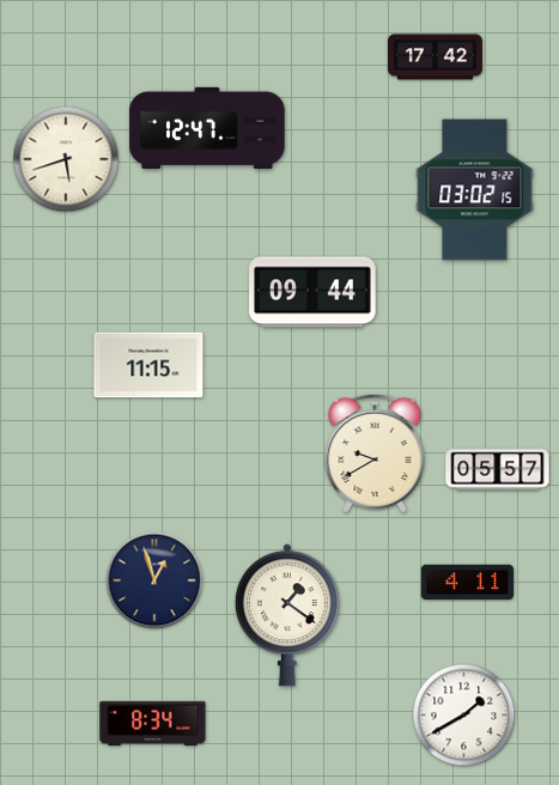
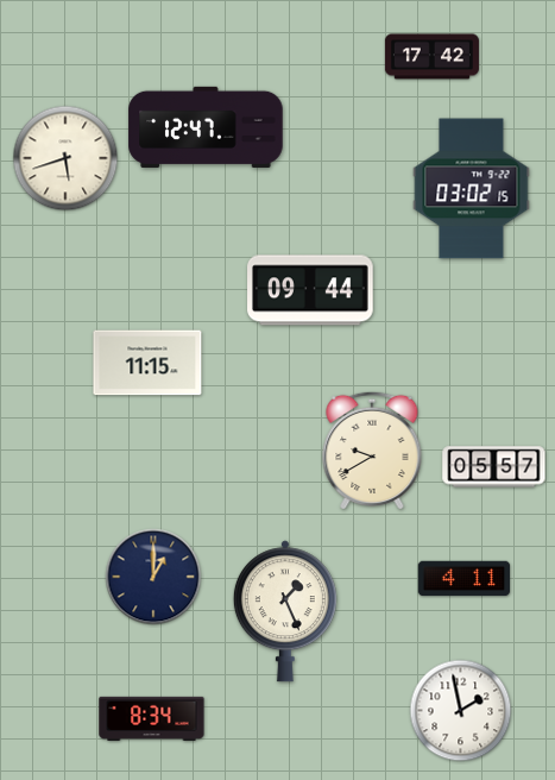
clock at (154, 580): 12:57 -> 1:00
clock at (287, 615): 1:21 -> 1:26
clock at (464, 716): 1:40 -> 1:58
